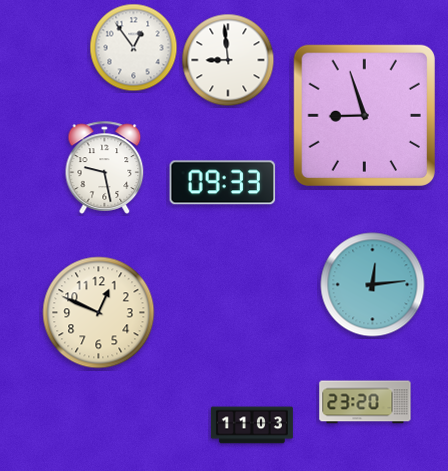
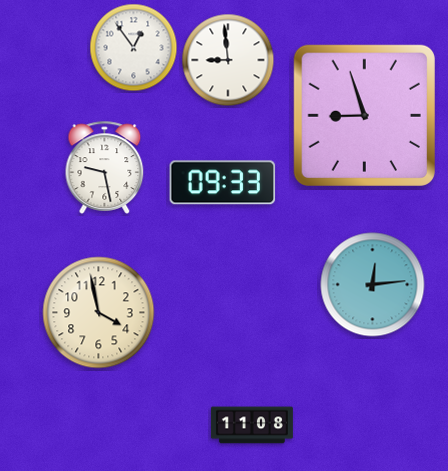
clock at (99, 313): 12:49 -> 3:58
clock at (365, 402): 23:20 -> none
clock at (252, 425): 11:03 -> 11:08
